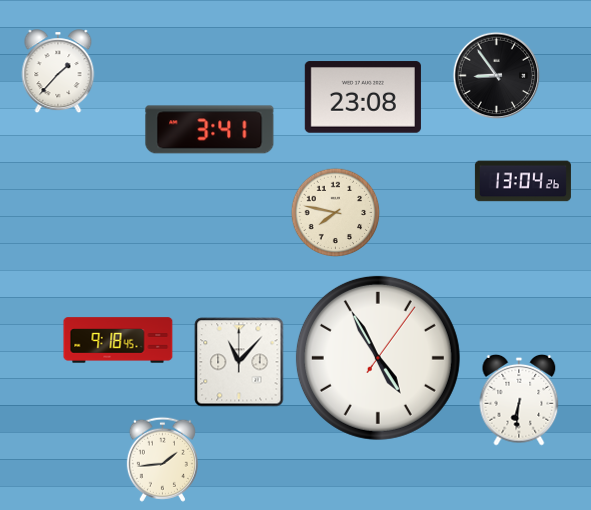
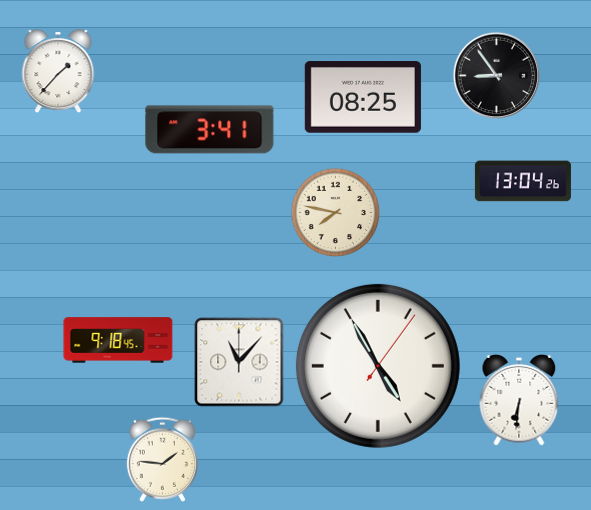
clock at (363, 97): 23:08 -> 08:25
clock at (378, 358) position: (378, 358) -> (378, 366)
clock at (162, 459): 1:44 -> 1:46
